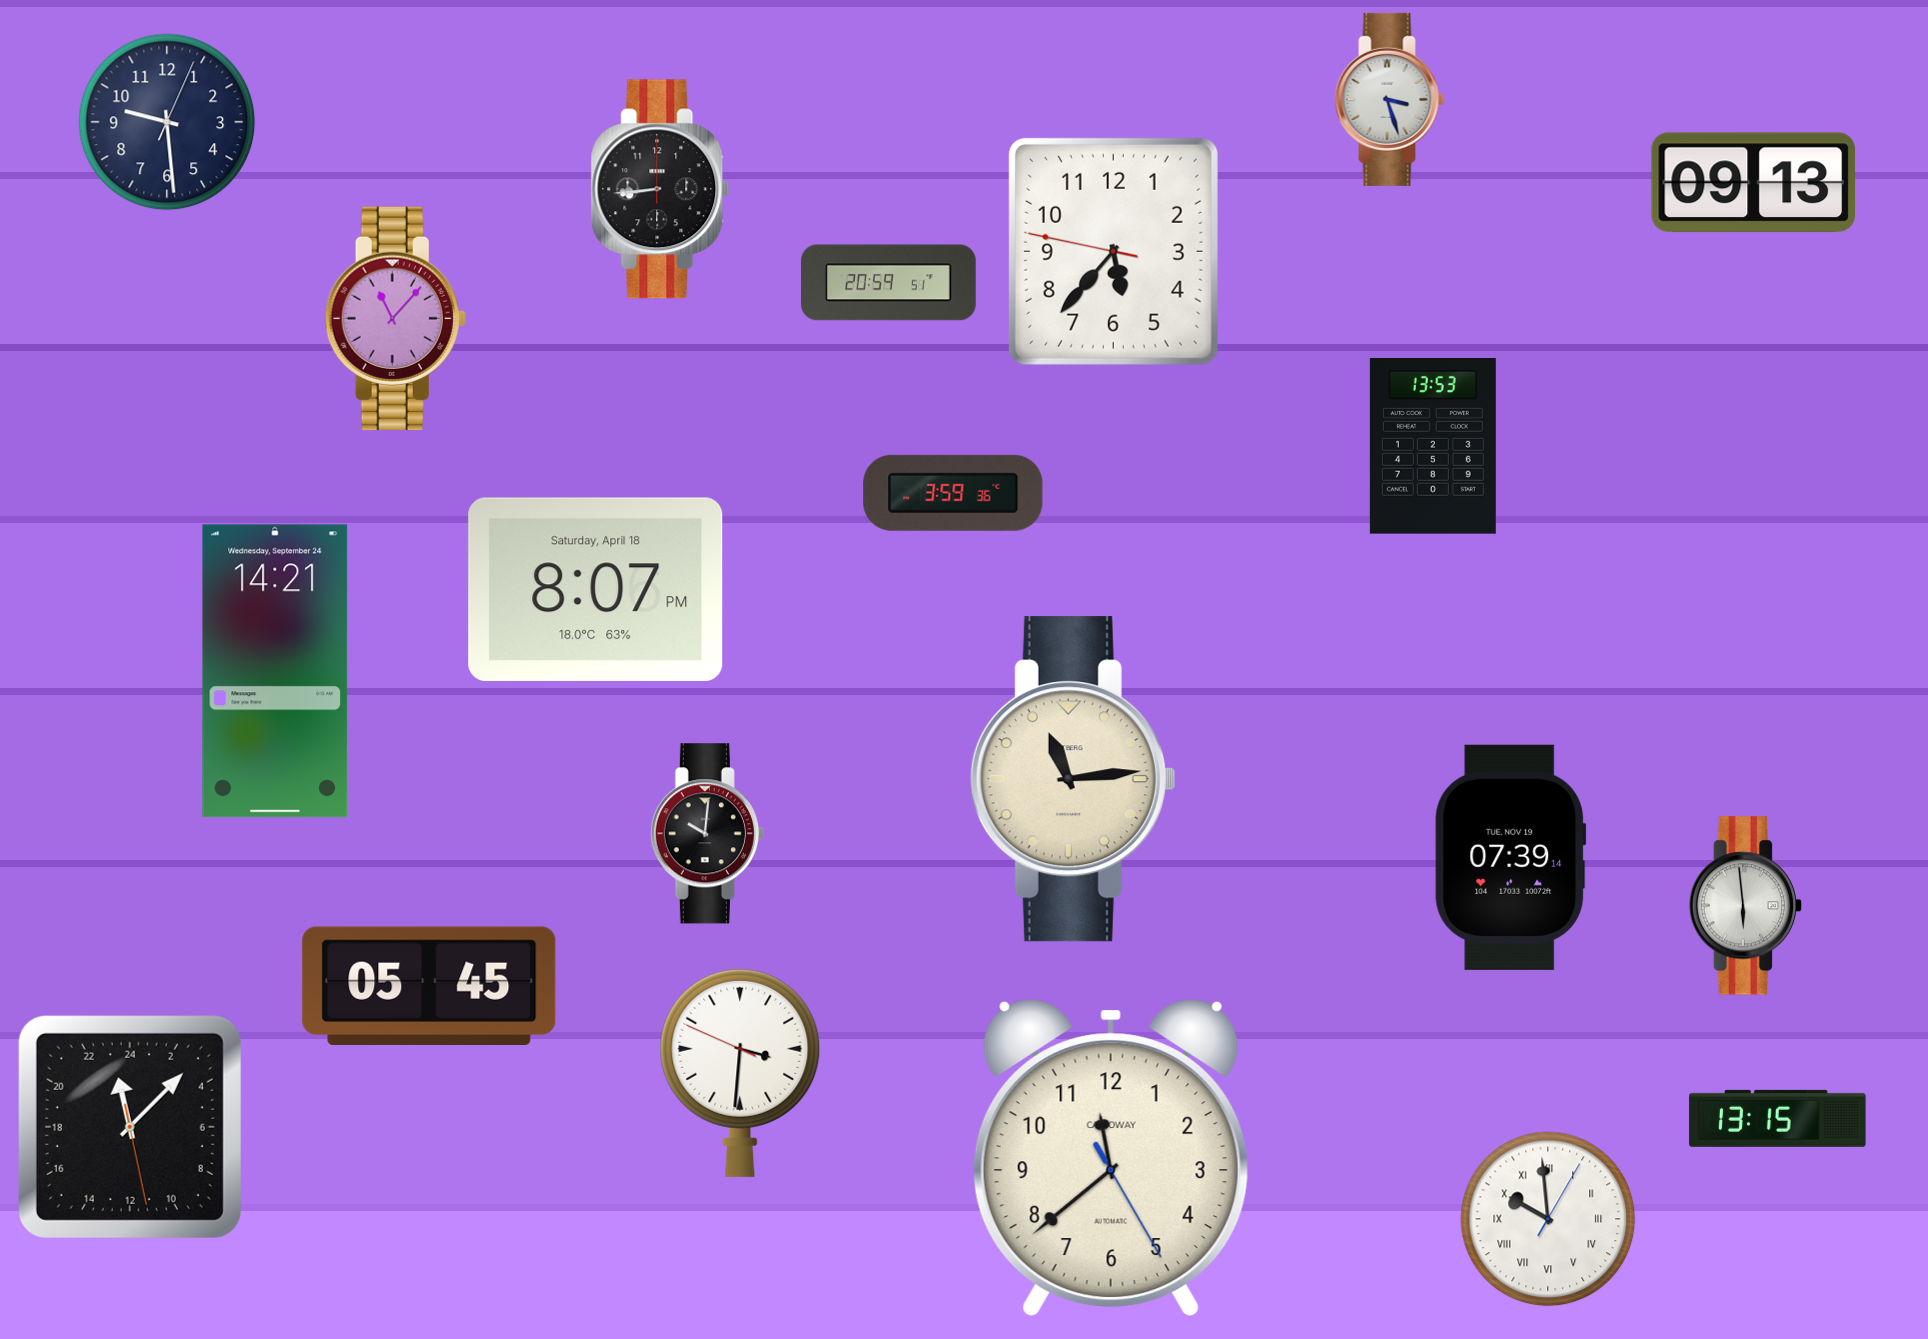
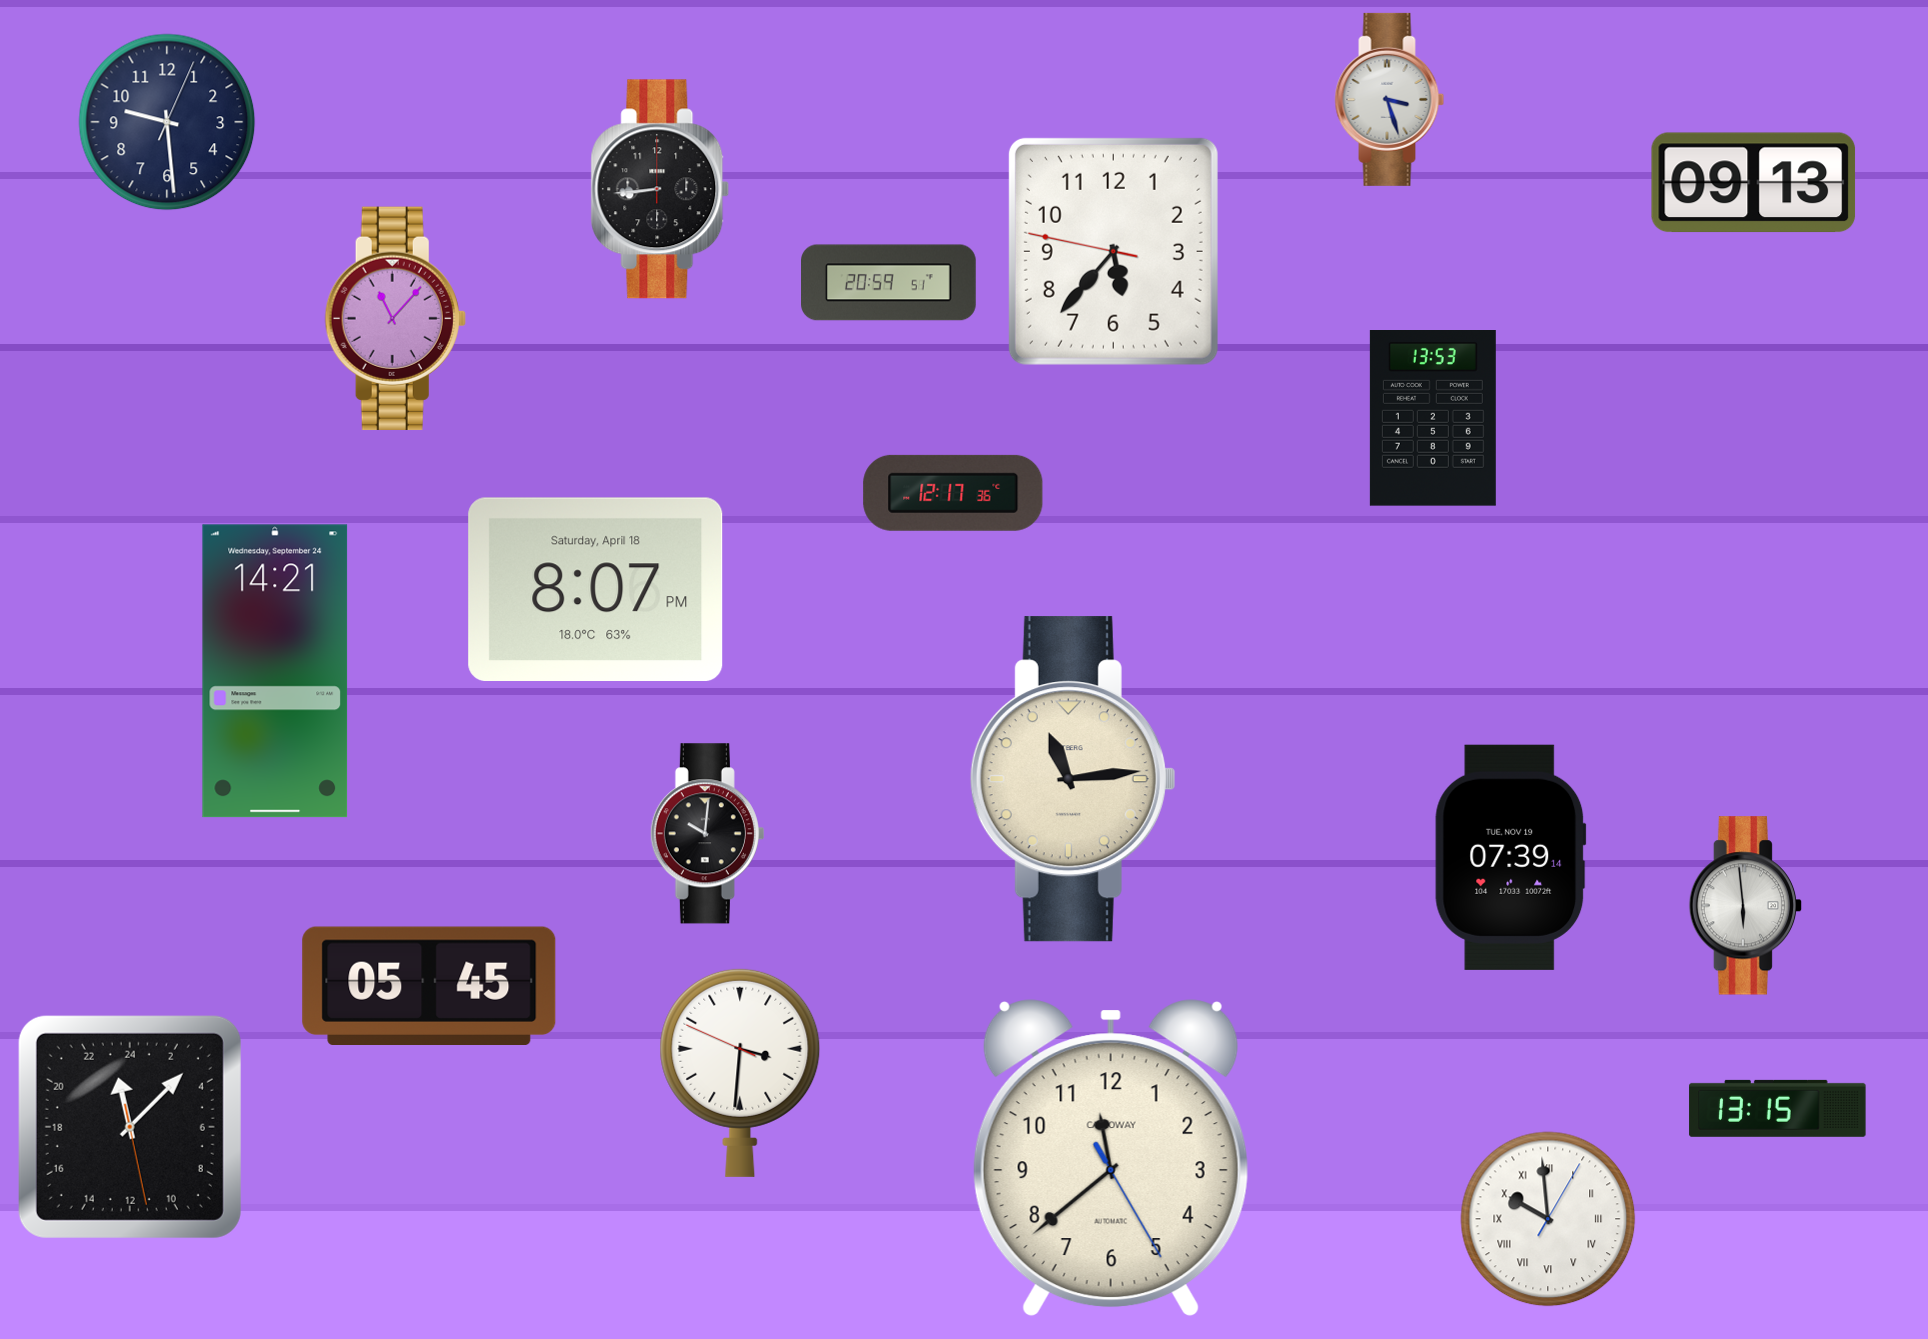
clock at (1433, 447) position: (1433, 447) -> (1433, 419)
clock at (953, 493): 3:59 -> 12:17
clock at (1778, 1118) position: (1778, 1118) -> (1778, 1108)
